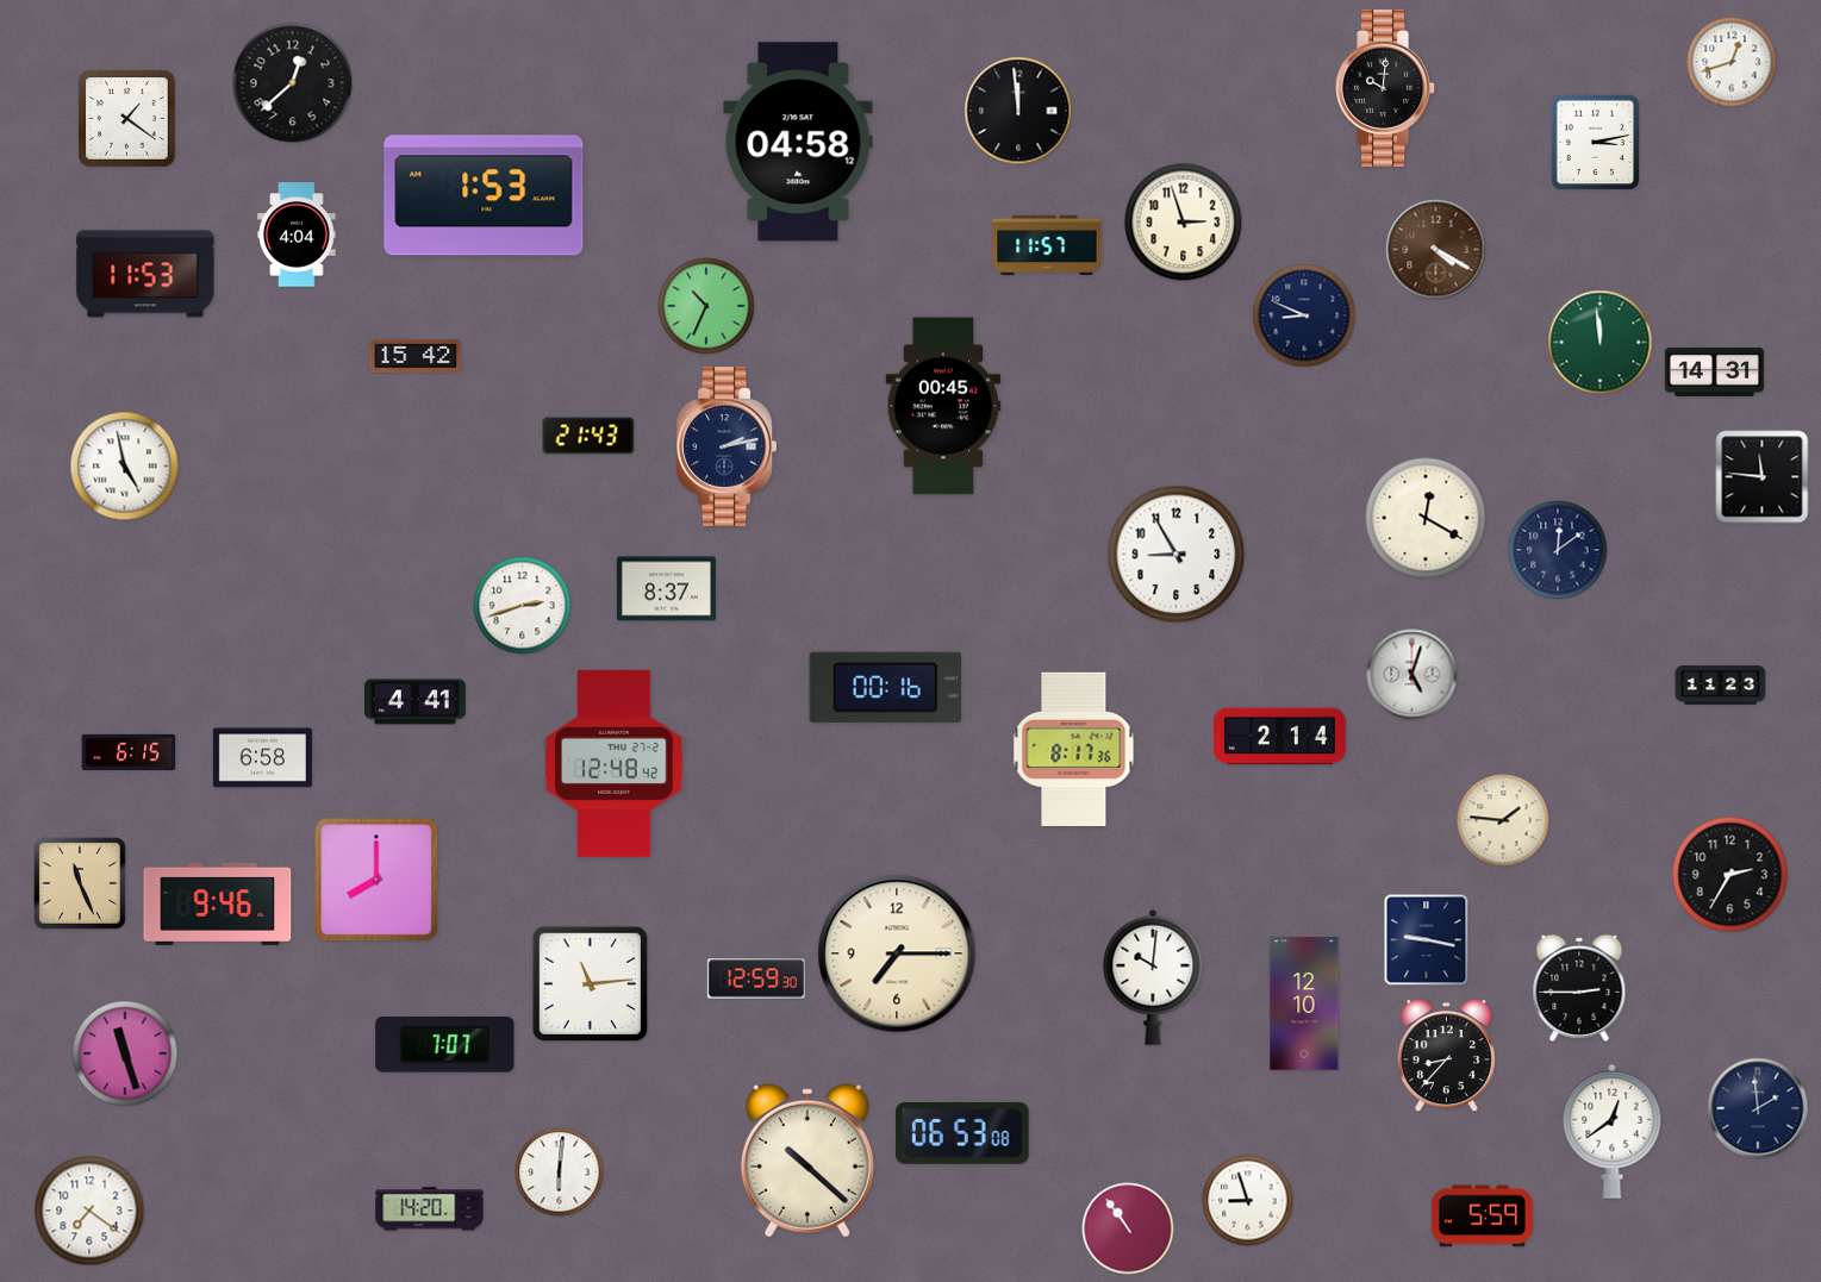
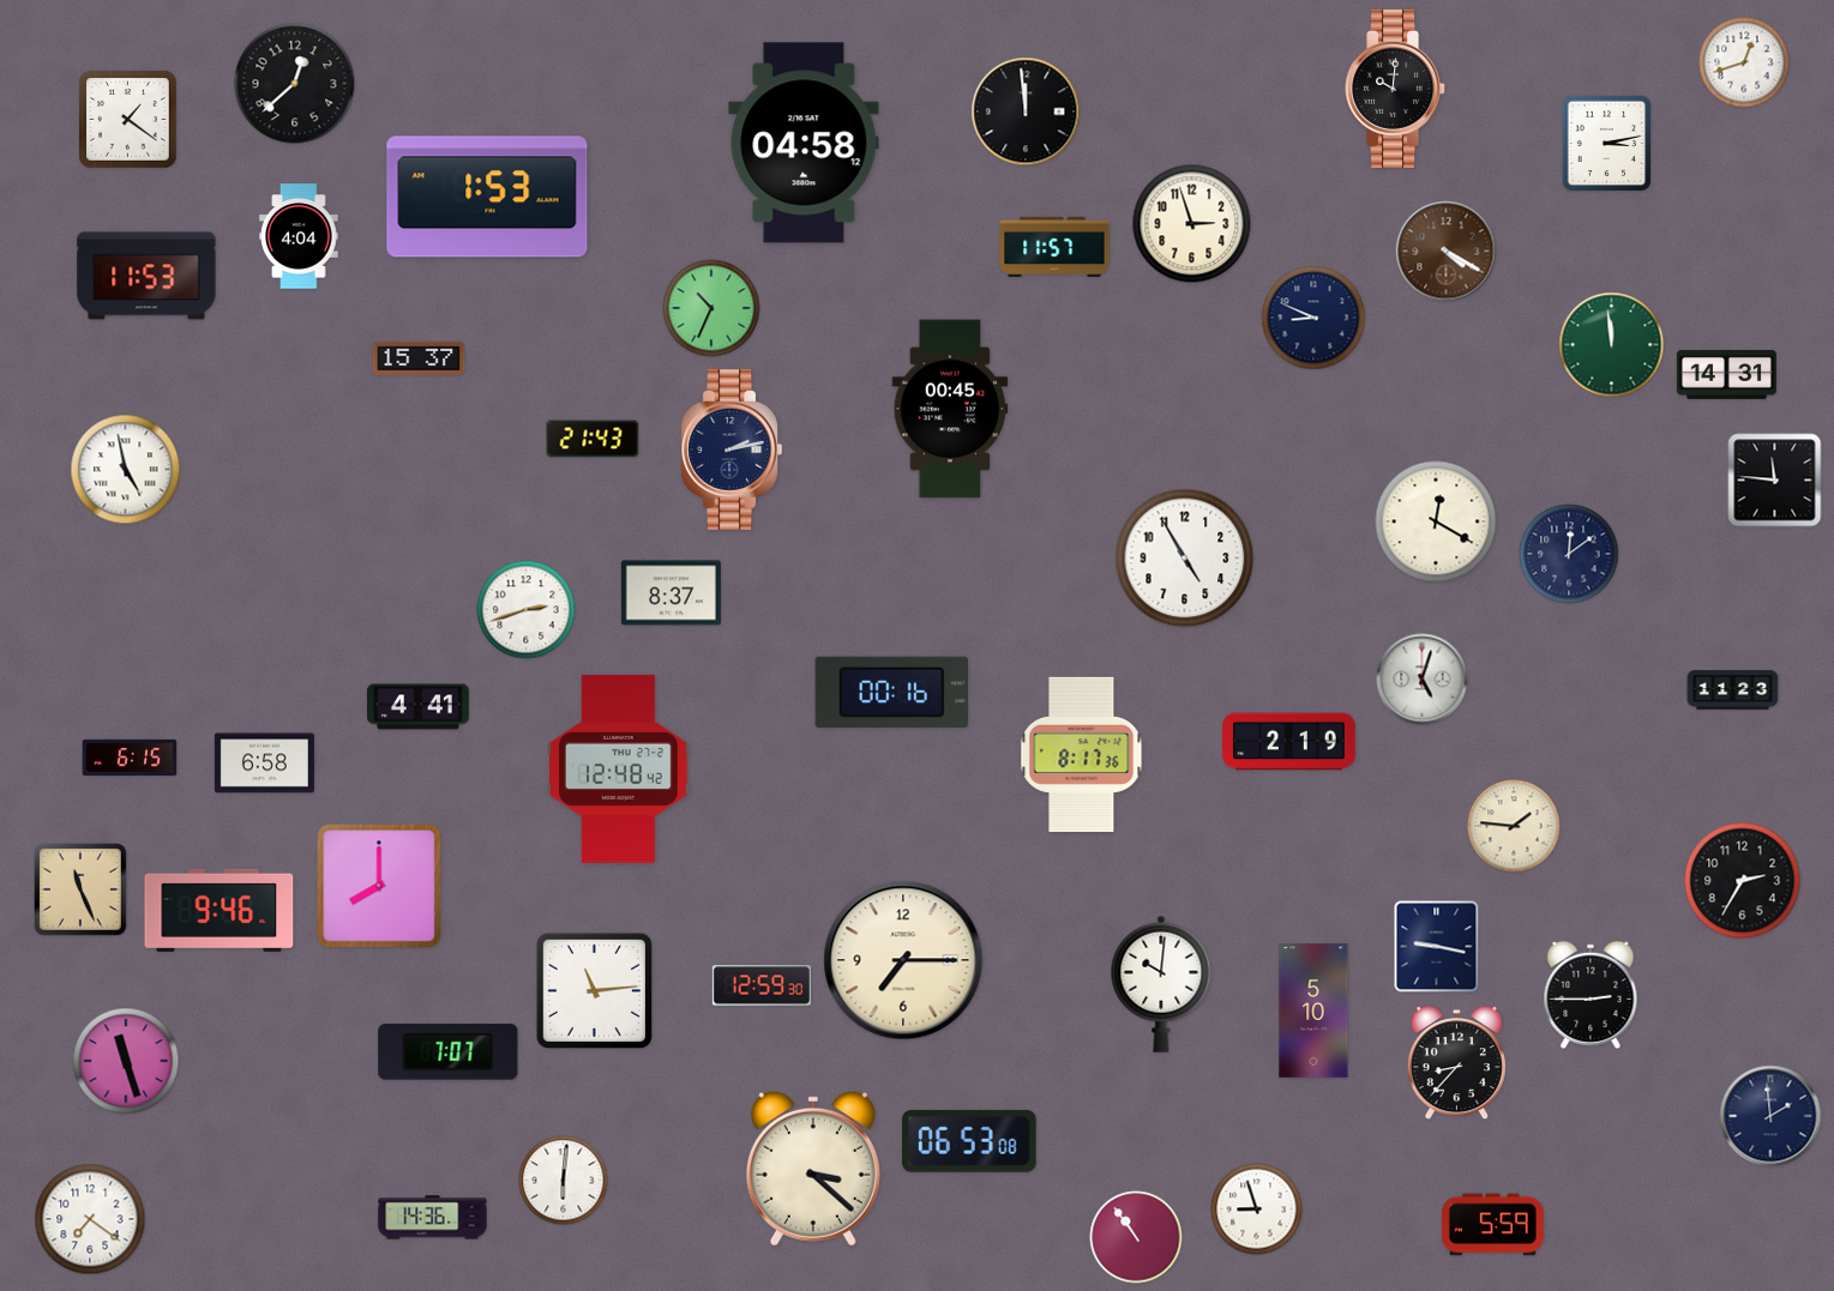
clock at (416, 355): 15:42 -> 15:37
clock at (1177, 555): 8:55 -> 4:55
clock at (1280, 737): 2:14 -> 2:19
clock at (1304, 1003): 12:10 -> 5:10
clock at (1613, 1131): 12:39 -> none
clock at (807, 1161): 10:22 -> 3:22
clock at (430, 1209): 14:20 -> 14:36
